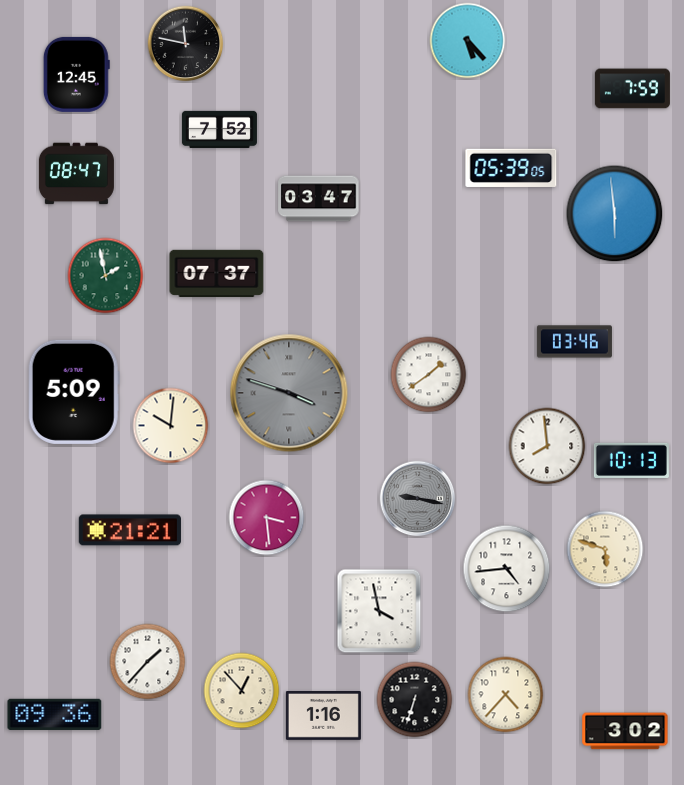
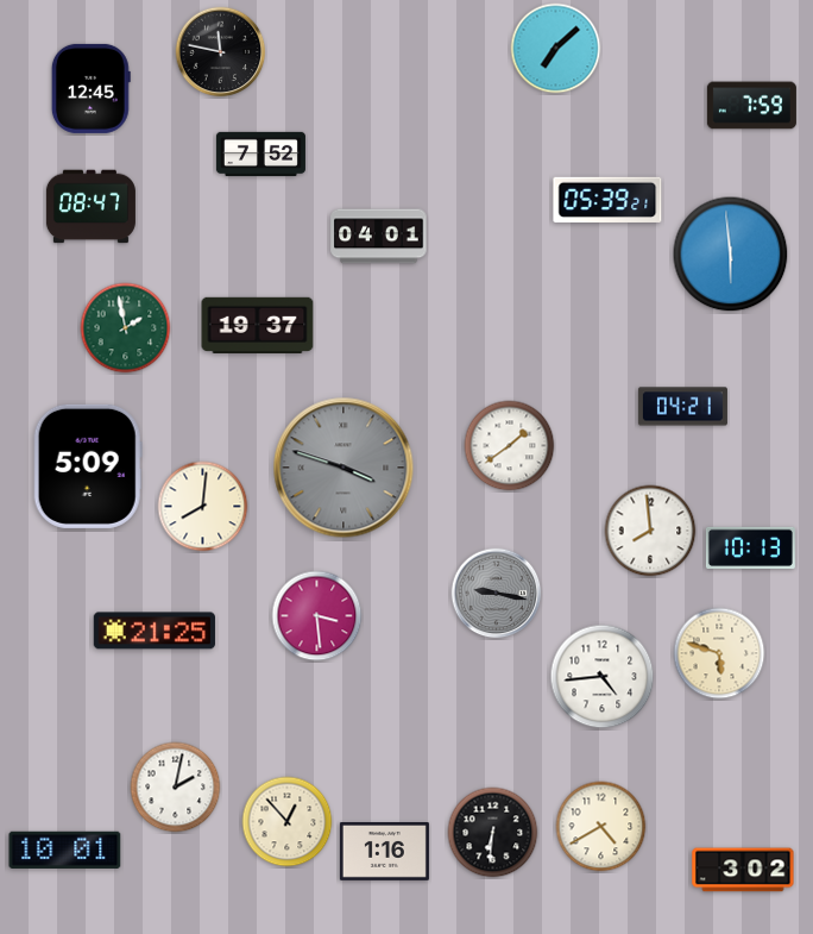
clock at (468, 41): 5:23 -> 7:08
clock at (511, 167): 05:39:05 -> 05:39:21
clock at (319, 199): 03:47 -> 04:01
clock at (217, 273): 07:37 -> 19:37
clock at (574, 342): 03:46 -> 04:21
clock at (171, 426): 10:01 -> 8:01
clock at (130, 530): 21:21 -> 21:25
clock at (379, 611): 3:58 -> none
clock at (148, 662): 1:37 -> 2:02
clock at (506, 695): 4:37 -> 4:40
clock at (415, 700): 6:33 -> 6:31
clock at (55, 714): 09:36 -> 10:01
